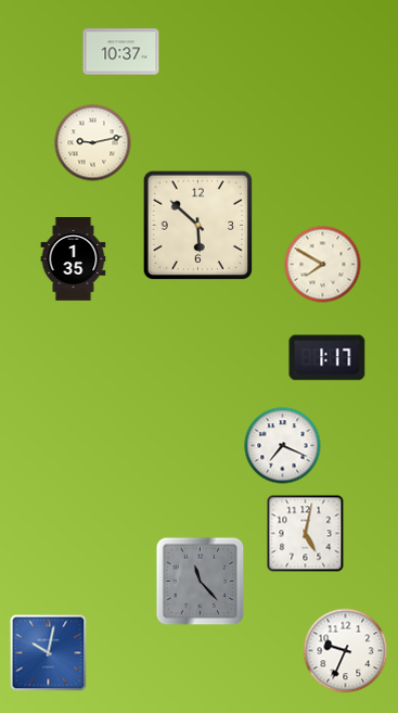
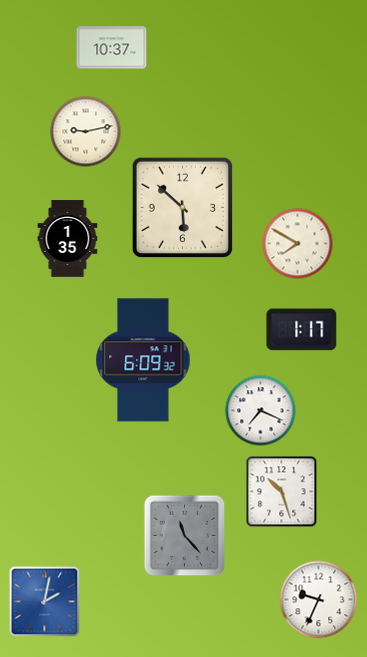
clock at (143, 360): none -> 6:09
clock at (306, 534): 5:02 -> 10:27
clock at (49, 653): 10:02 -> 2:02
